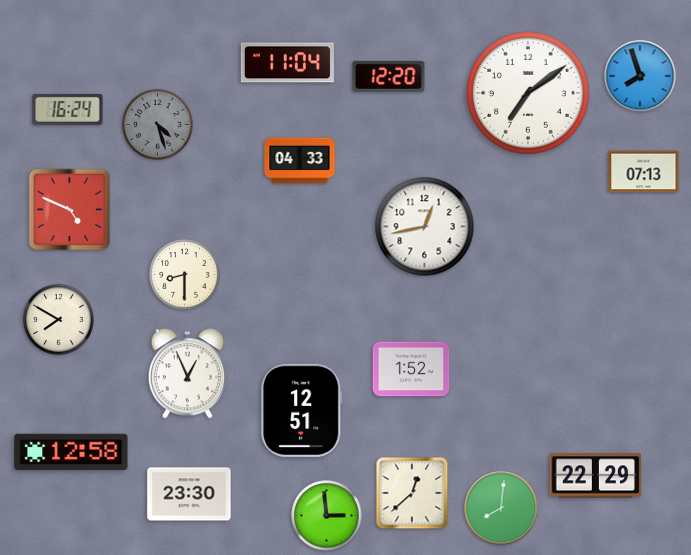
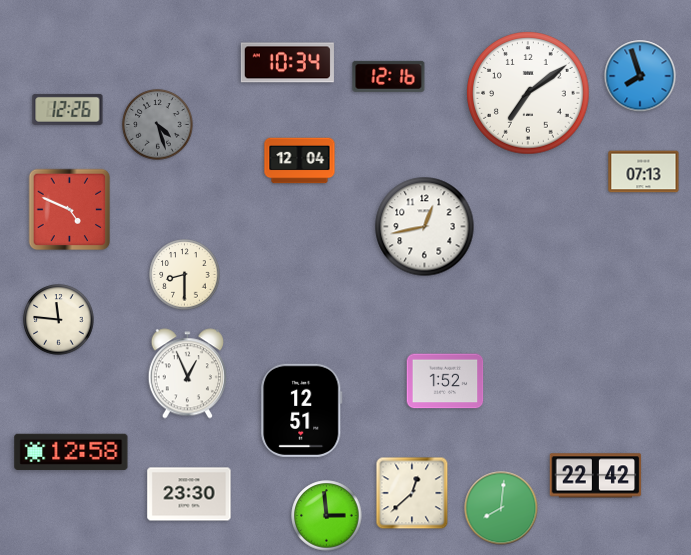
clock at (287, 63): 11:04 -> 10:34
clock at (389, 76): 12:20 -> 12:16
clock at (68, 109): 16:24 -> 12:26
clock at (300, 161): 04:33 -> 12:04
clock at (59, 320): 7:50 -> 11:46
clock at (411, 369) position: (411, 369) -> (445, 381)
clock at (596, 476): 22:29 -> 22:42
